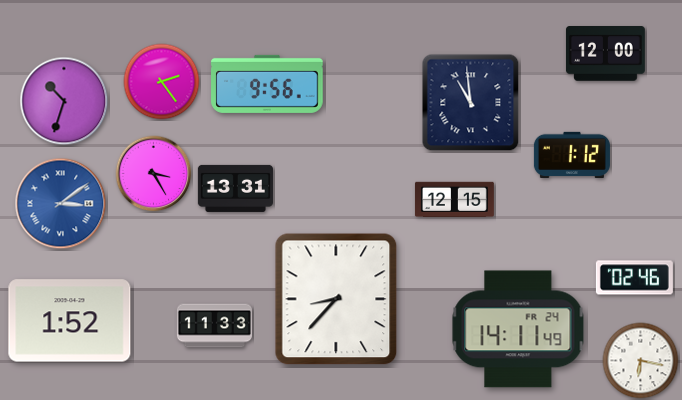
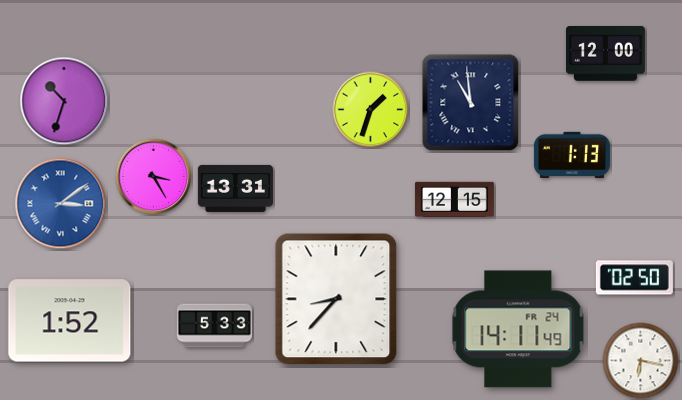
clock at (162, 82): 2:24 -> none
clock at (267, 84): 9:56 -> none
clock at (371, 110): none -> 1:33
clock at (572, 154): 1:12 -> 1:13
clock at (154, 174) position: (154, 174) -> (154, 177)
clock at (634, 278): 02:46 -> 02:50
clock at (214, 326): 11:33 -> 5:33
